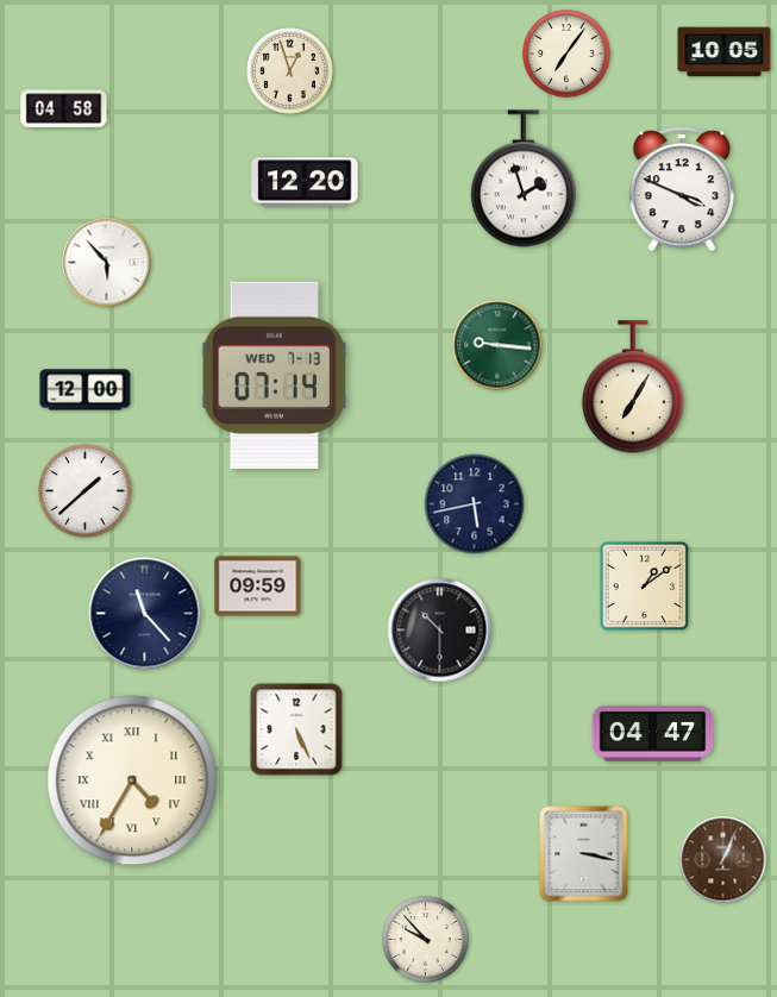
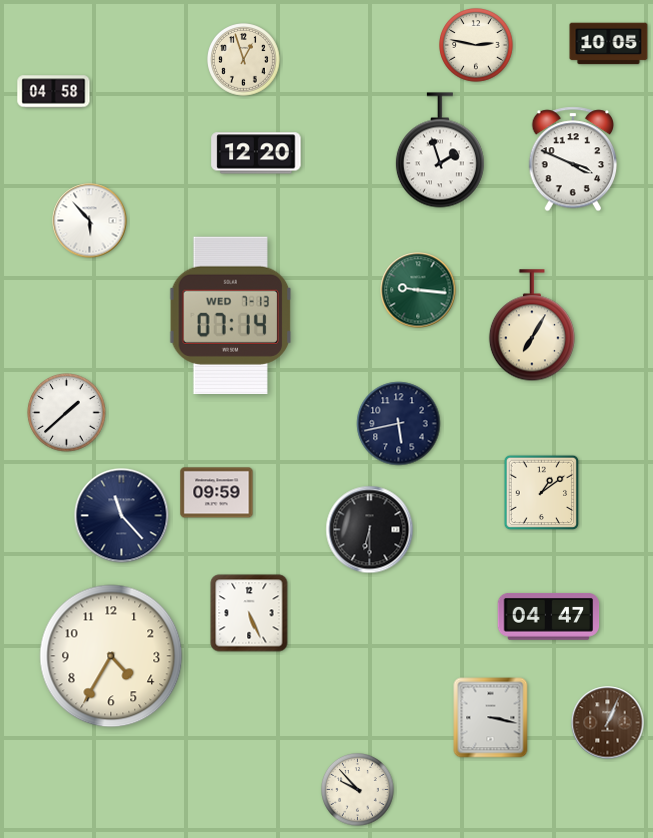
clock at (566, 54): 7:06 -> 2:47
clock at (86, 390): 12:00 -> none
clock at (86, 491) position: (86, 491) -> (67, 413)
clock at (440, 631): 10:30 -> 6:30
clock at (132, 780) numerals: Roman -> Arabic
